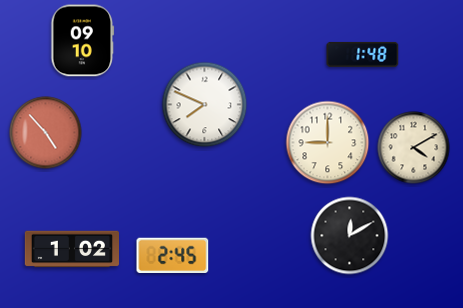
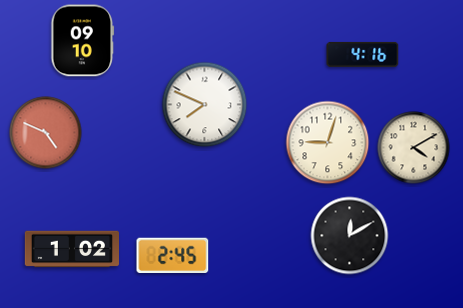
clock at (363, 54): 1:48 -> 4:16
clock at (46, 133): 4:53 -> 4:49
clock at (328, 143): 9:00 -> 9:03
